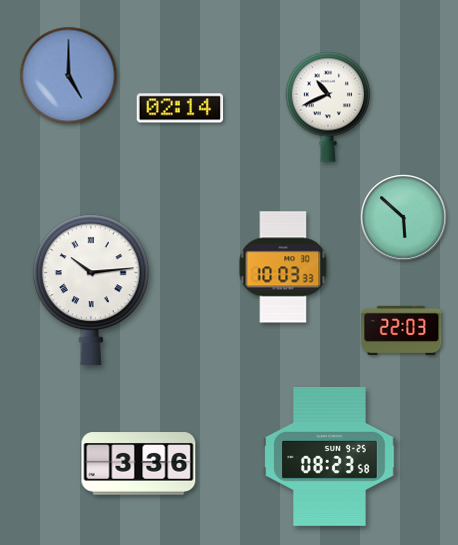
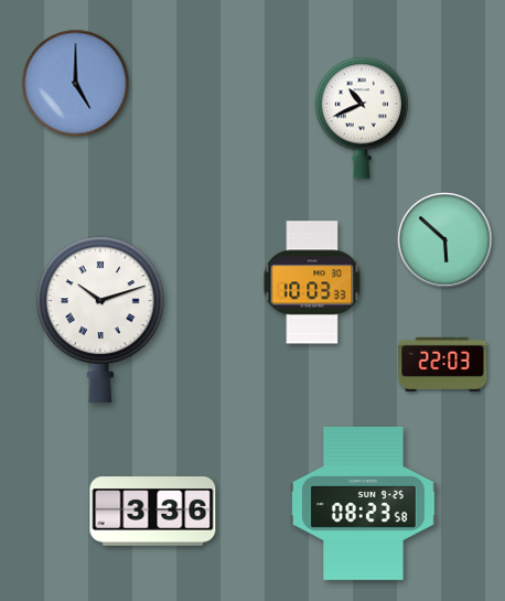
clock at (180, 108): 02:14 -> none
clock at (283, 267) position: (283, 267) -> (312, 282)
clock at (91, 290): 10:14 -> 10:12
